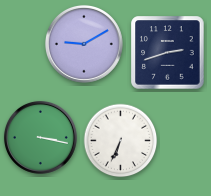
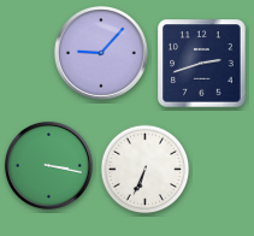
clock at (84, 44): 9:10 -> 9:07
